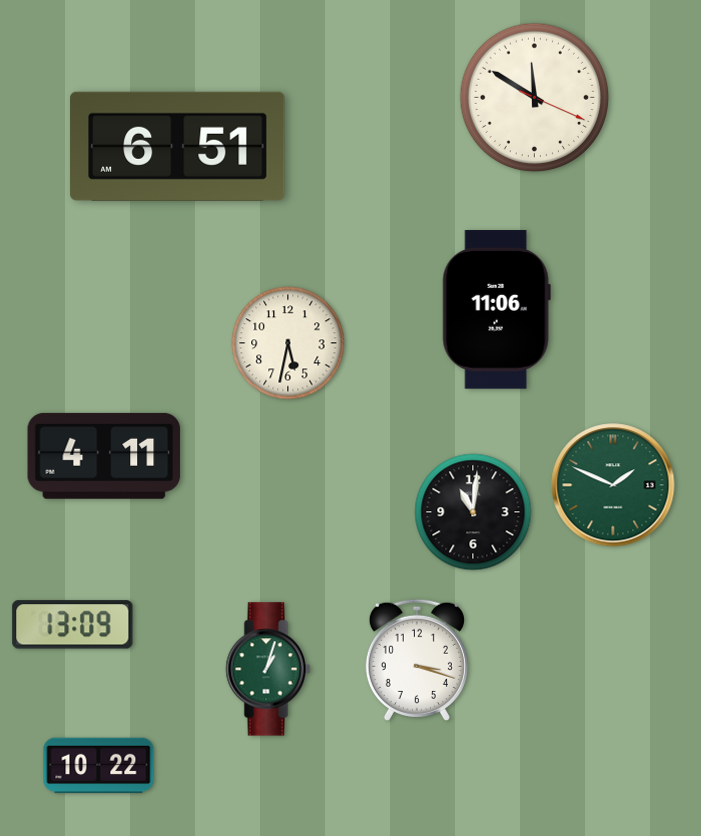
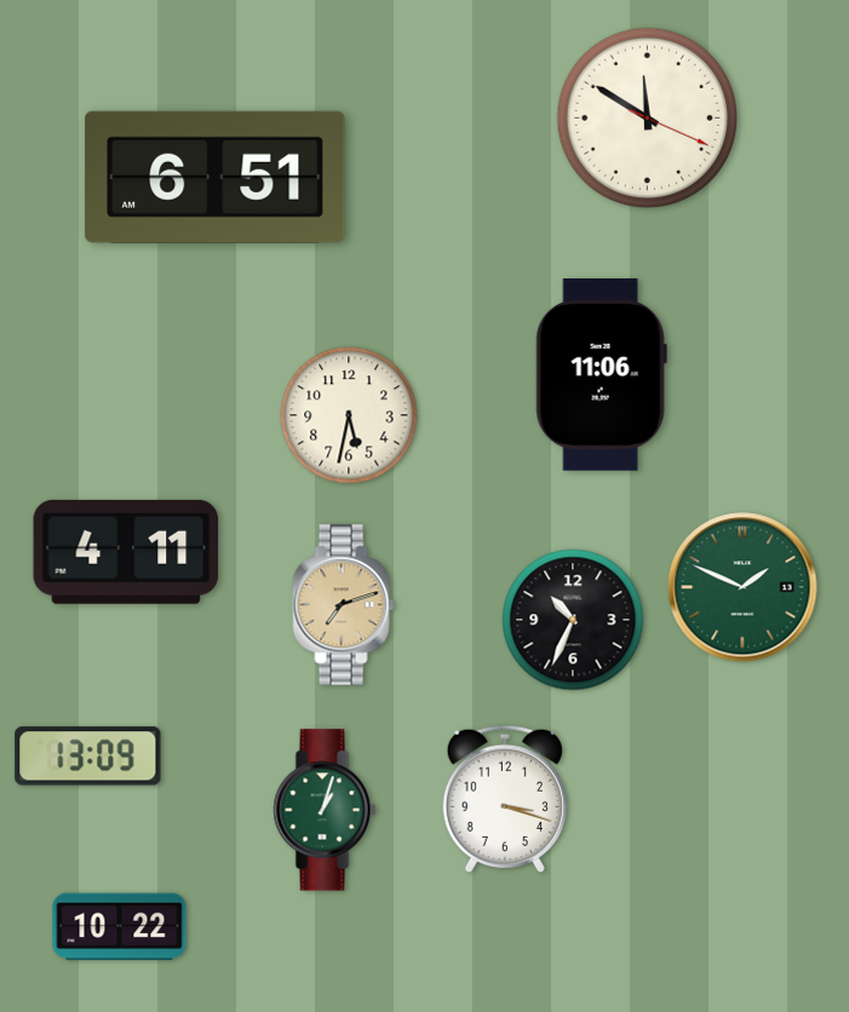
clock at (344, 605): none -> 7:12
clock at (473, 512): 11:01 -> 10:34
